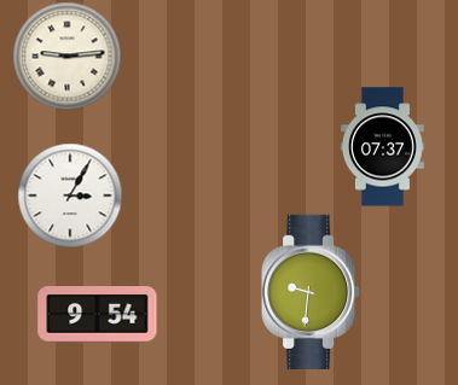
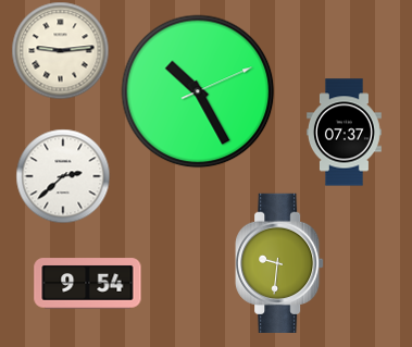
clock at (198, 91): none -> 10:25
clock at (70, 196): 3:05 -> 2:38
